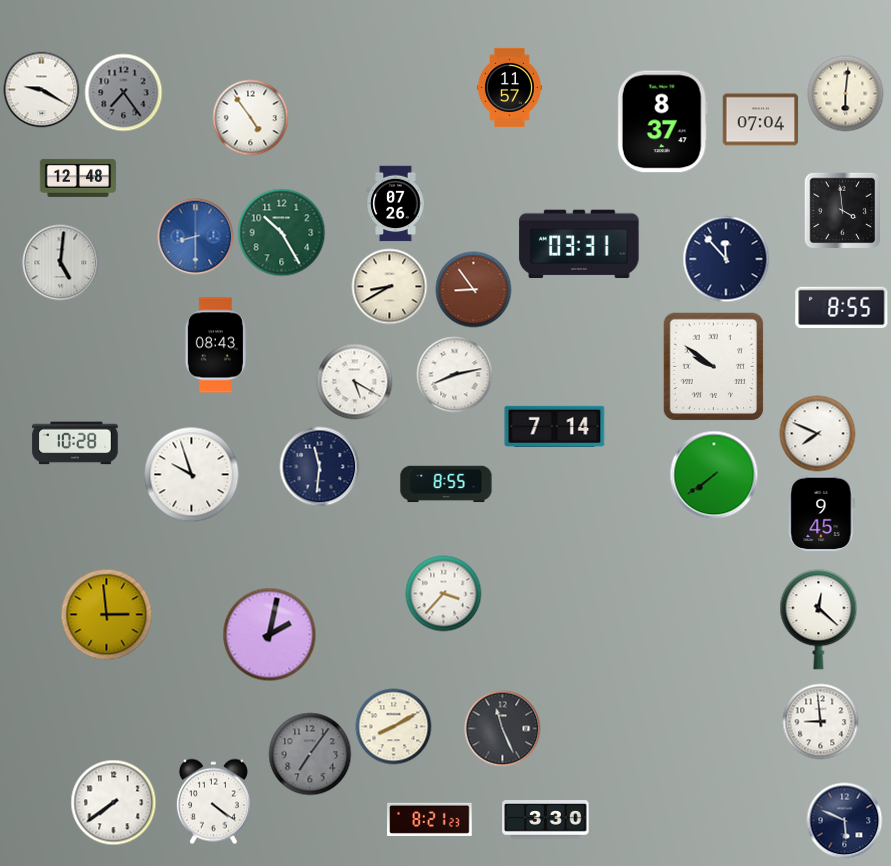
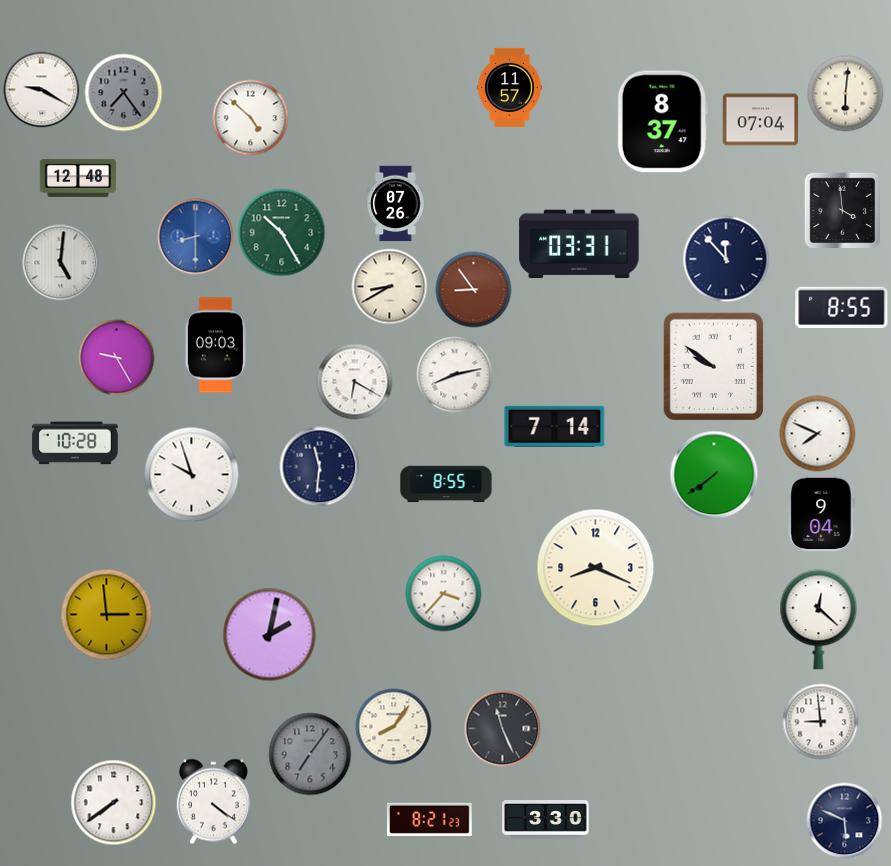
clock at (251, 118): 4:54 -> 4:52
clock at (216, 345): 08:43 -> 09:03
clock at (117, 358): none -> 9:25
clock at (355, 382): 5:20 -> 6:20
clock at (822, 514): 9:45 -> 9:04
clock at (596, 568): none -> 8:19
clock at (394, 727): 8:10 -> 8:06
